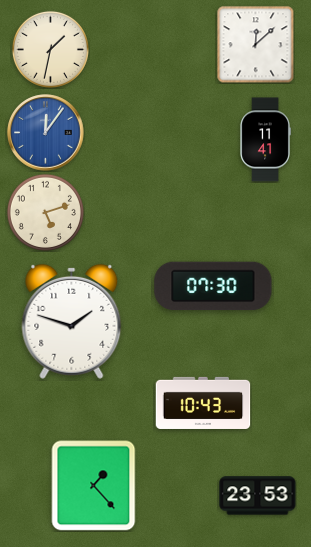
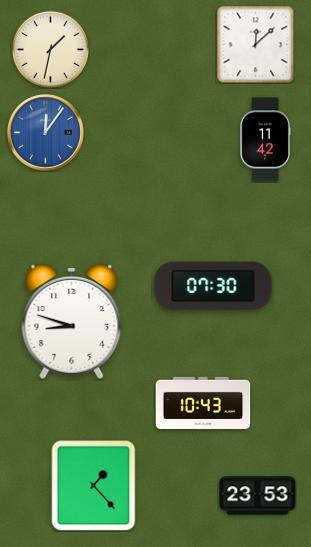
clock at (265, 140): 11:41 -> 11:42
clock at (45, 212): 5:12 -> none
clock at (72, 321): 1:48 -> 8:48
